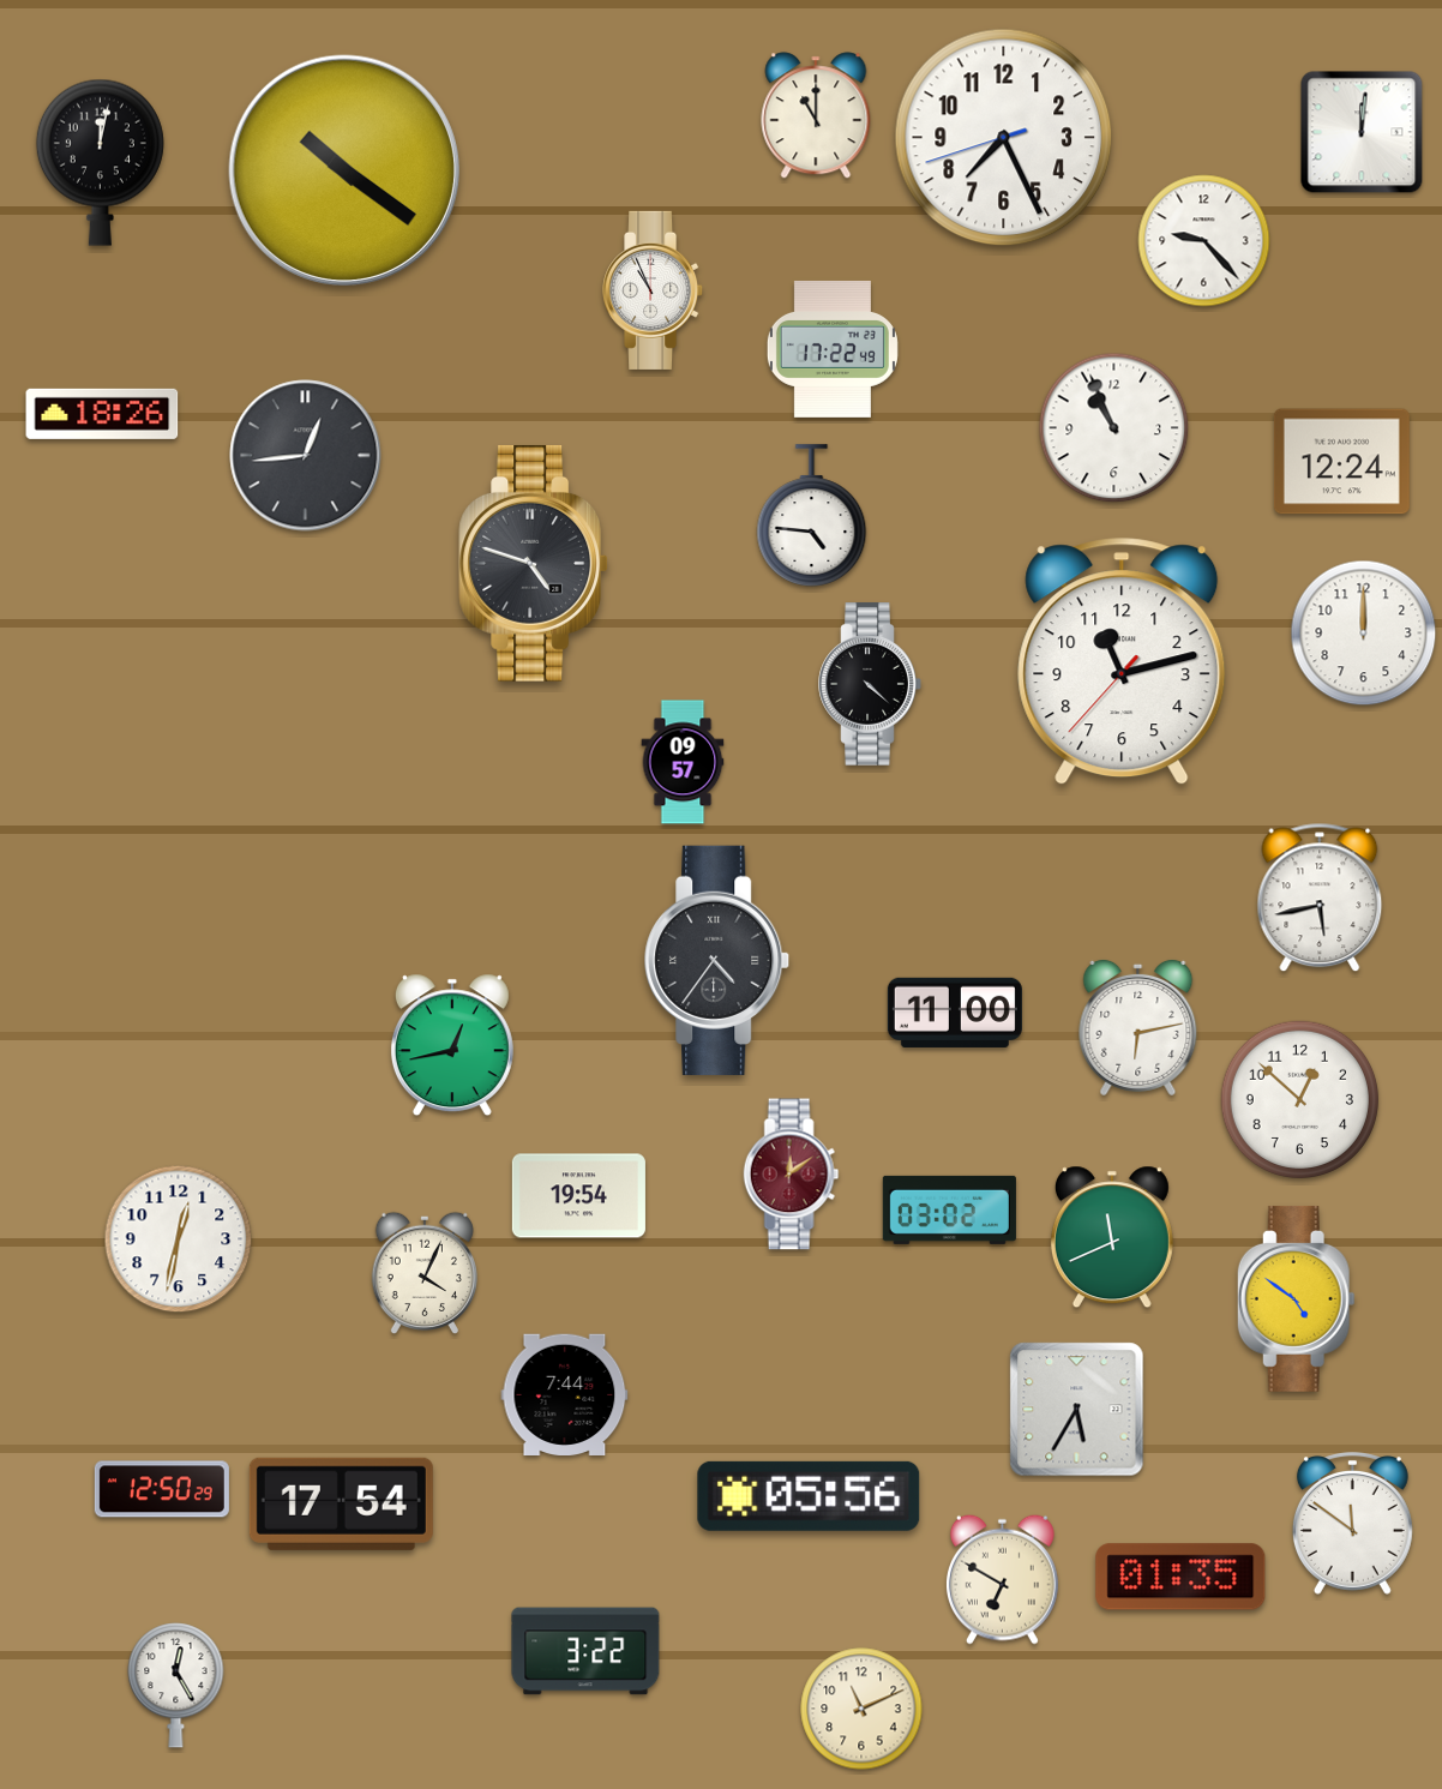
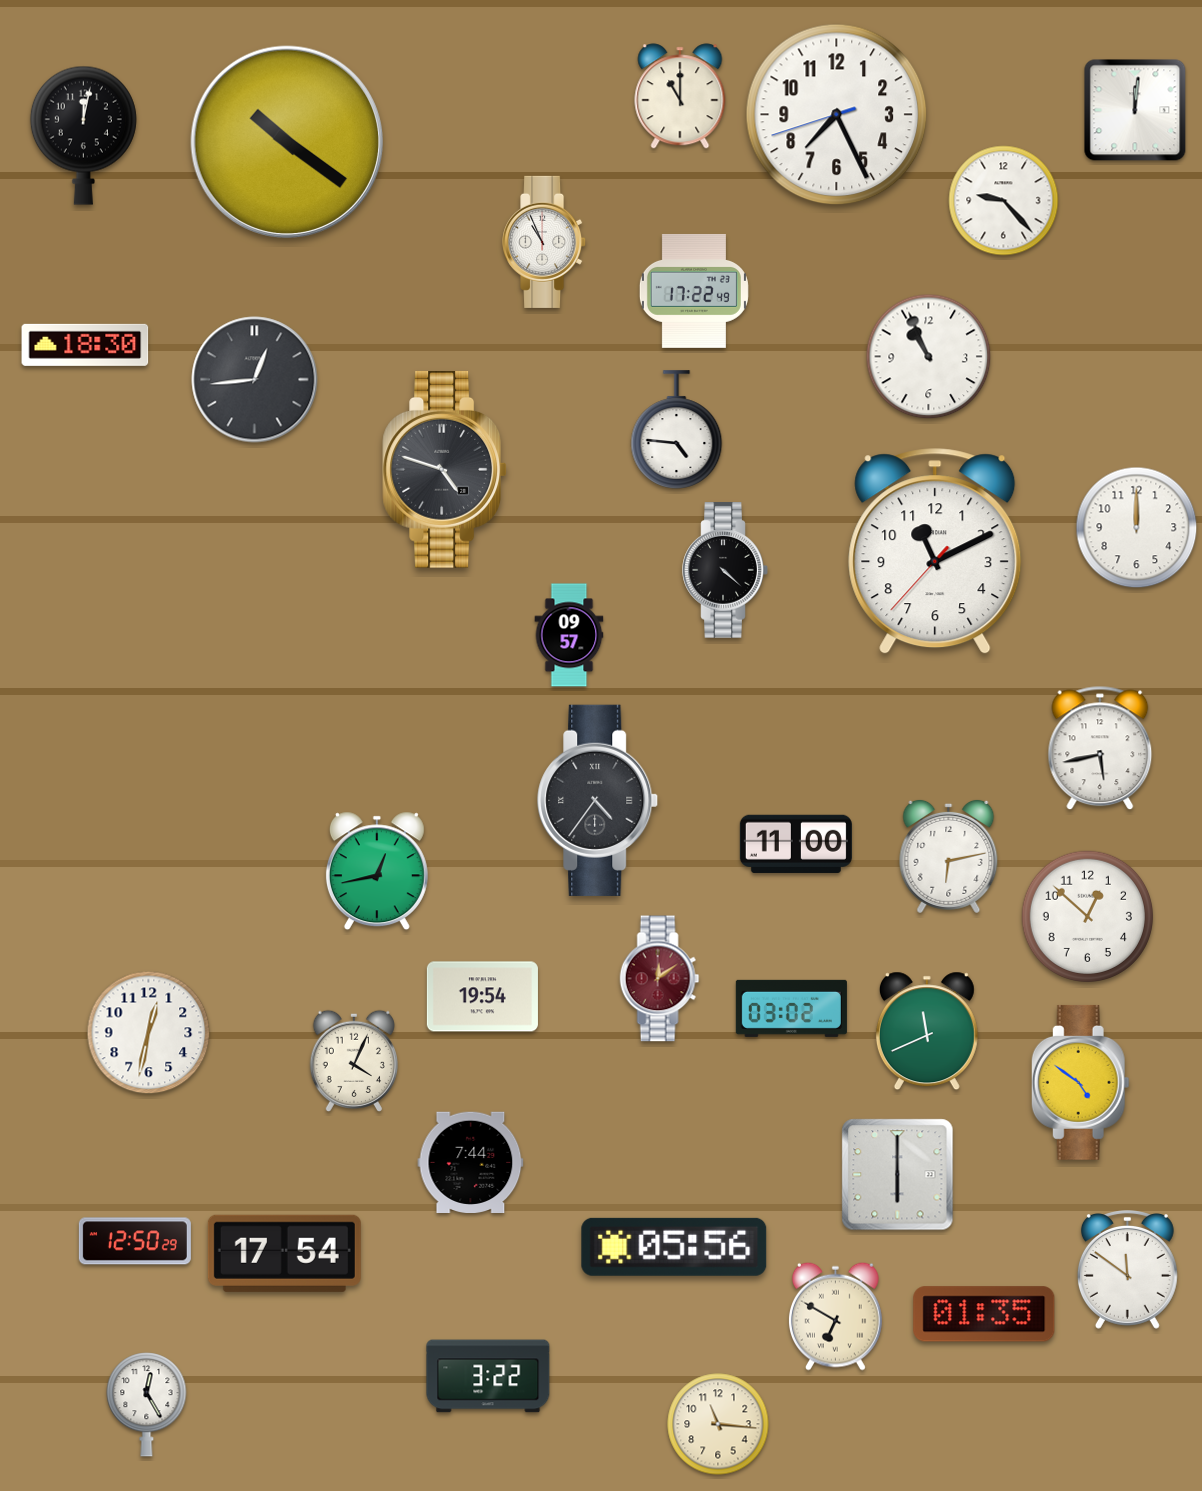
clock at (102, 414): 18:26 -> 18:30
clock at (1341, 462): 12:24 -> none
clock at (1122, 662): 11:12 -> 11:10
clock at (1299, 1099) position: (1299, 1099) -> (1087, 916)
clock at (1077, 1410): 5:35 -> 6:00
clock at (861, 1709): 11:11 -> 11:16
